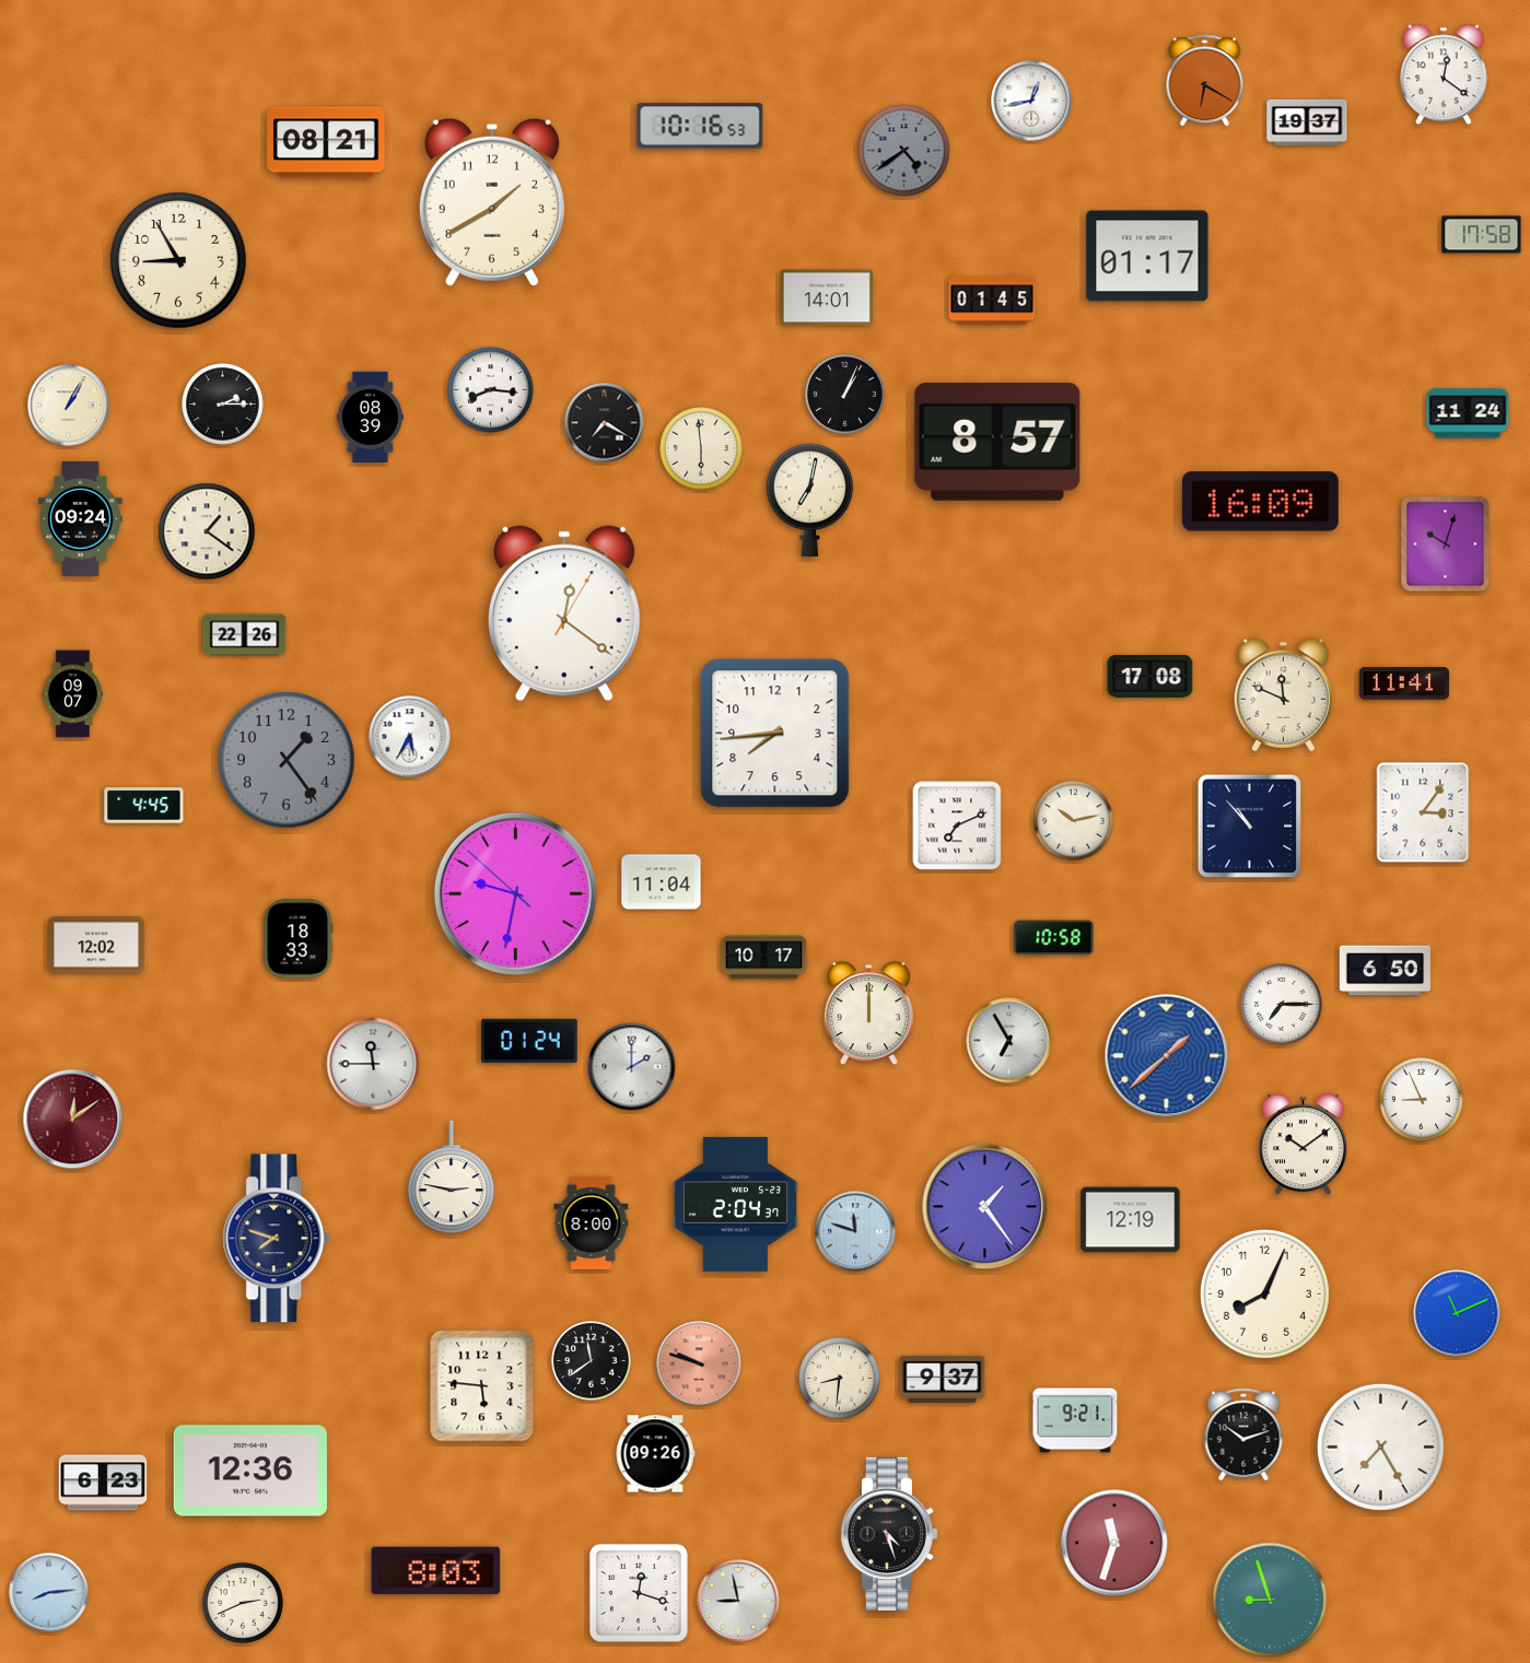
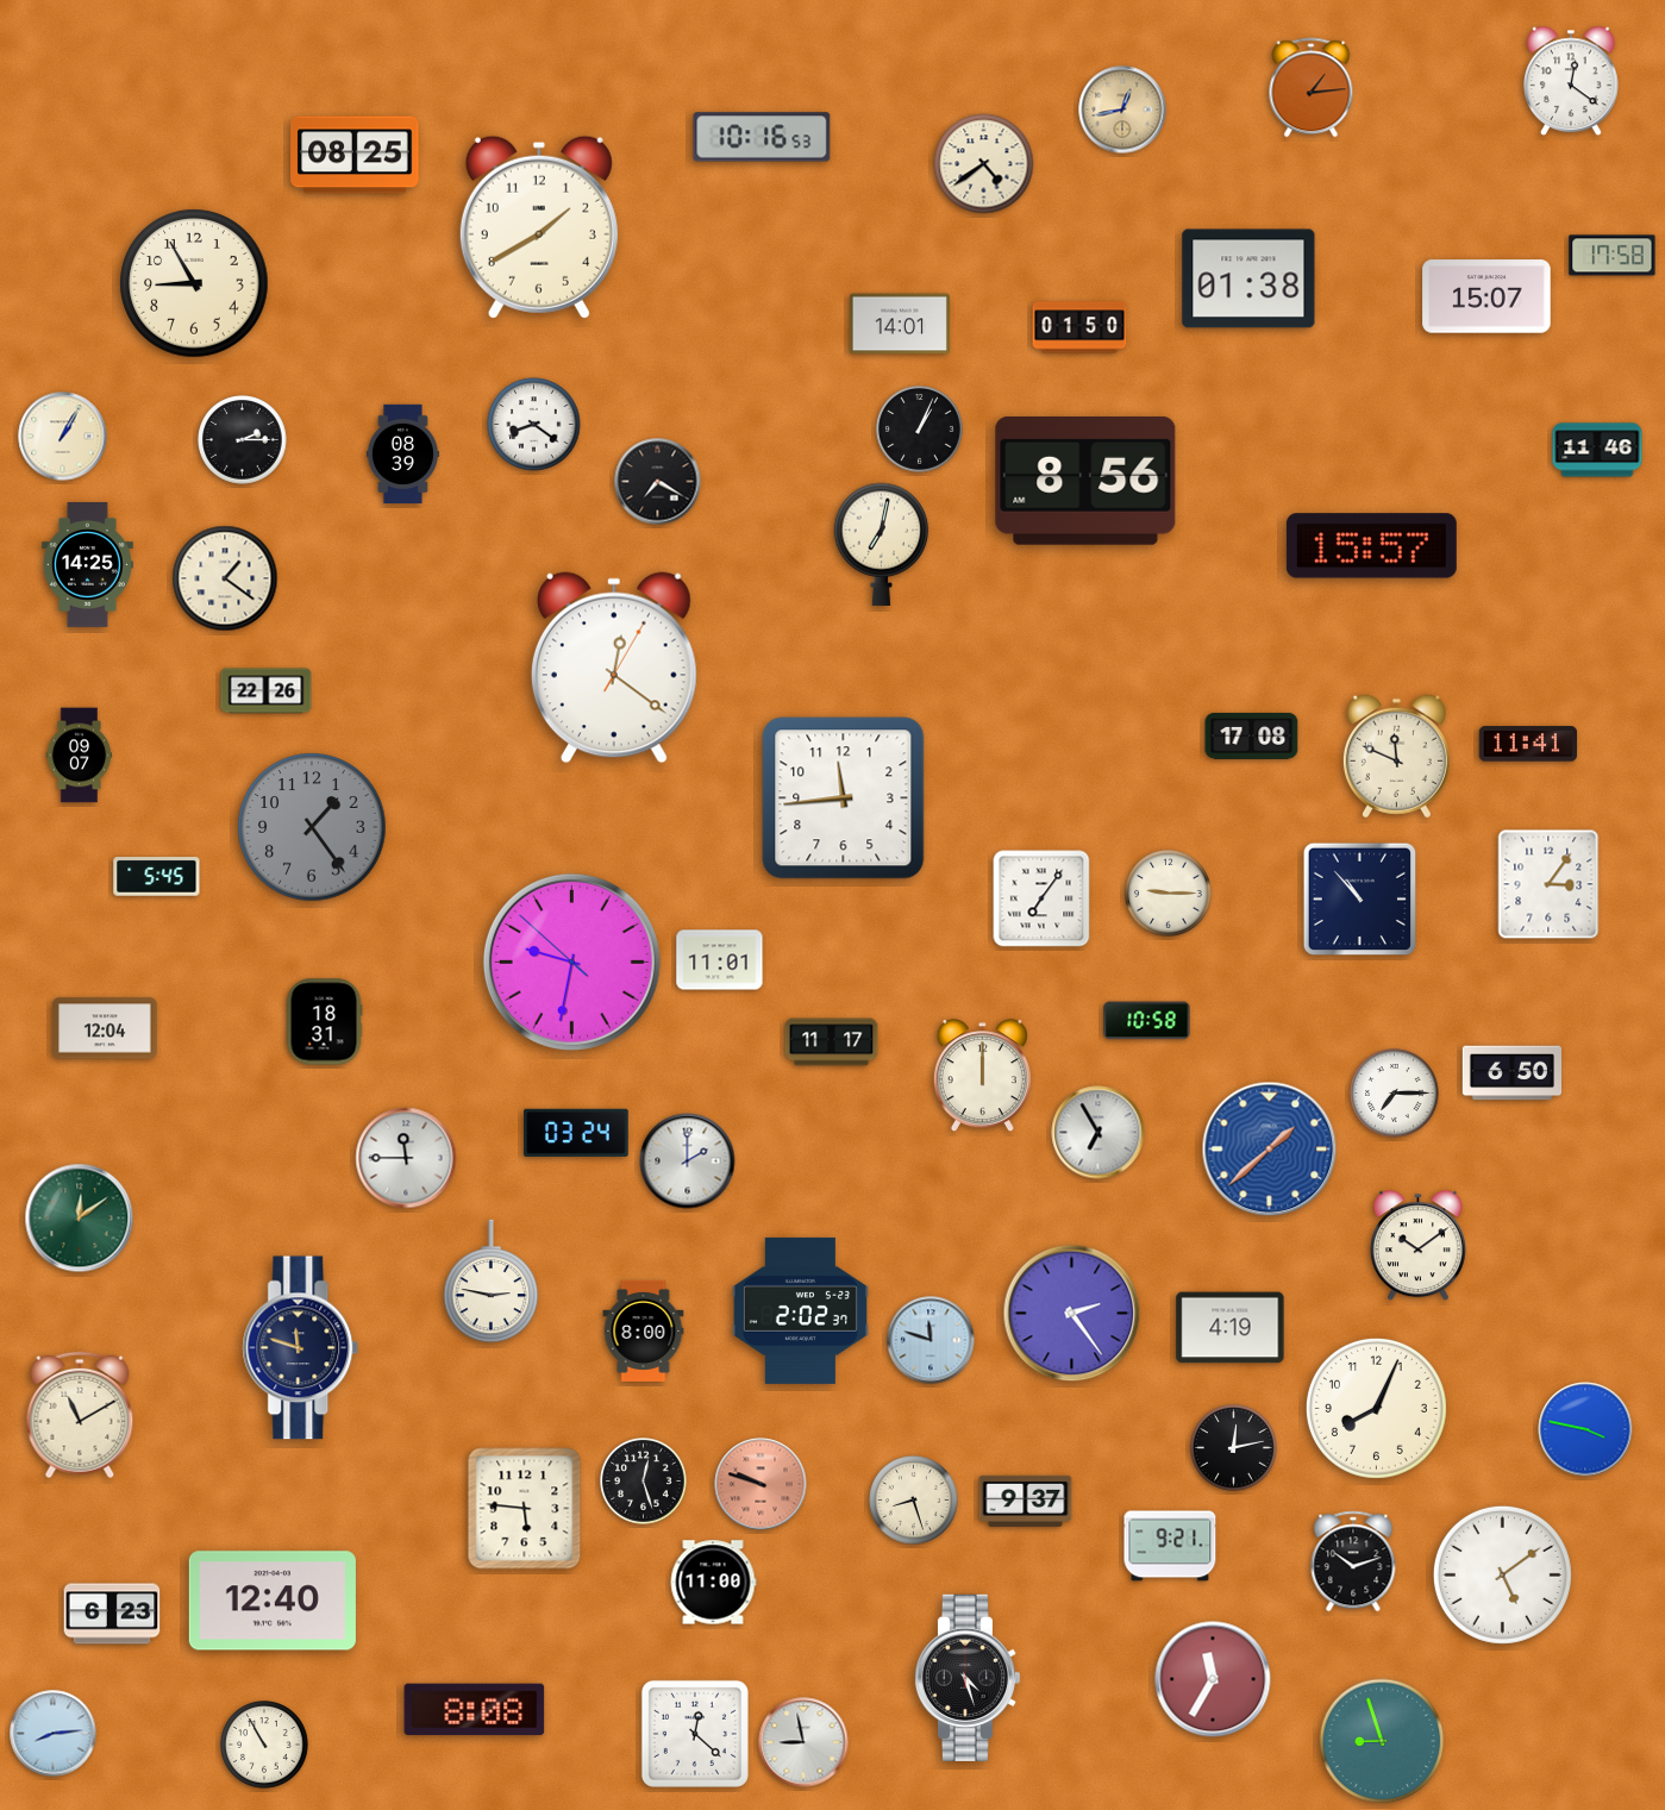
clock at (1205, 81): 6:20 -> 1:14
clock at (1031, 101) dial: white -> champagne
clock at (1307, 122): 19:37 -> none
clock at (326, 142): 08:21 -> 08:25
clock at (904, 151) dial: grey -> cream
clock at (492, 202) position: (492, 202) -> (539, 227)
clock at (1147, 256): 01:17 -> 01:38
clock at (1486, 296): none -> 15:07
clock at (992, 301): 01:45 -> 01:50
clock at (491, 390): 8:16 -> 8:21
clock at (69, 406) position: (69, 406) -> (63, 437)
clock at (1468, 413): 11:24 -> 11:46
clock at (605, 423) position: (605, 423) -> (658, 482)
clock at (997, 442): 8:57 -> 8:56
clock at (701, 448): 5:59 -> none
clock at (1260, 502): 16:09 -> 15:57
clock at (80, 518): 09:24 -> 14:25
clock at (1446, 544): 10:03 -> none
clock at (775, 734): 7:44 -> 11:44
clock at (410, 737): 5:35 -> none
clock at (144, 806): 4:45 -> 5:45
clock at (1074, 821): 10:13 -> 9:15
clock at (957, 825): 7:11 -> 7:06
clock at (662, 882): 11:04 -> 11:01
clock at (515, 893) position: (515, 893) -> (571, 962)
clock at (297, 939): 18:33 -> 18:31
clock at (96, 945): 12:02 -> 12:04
clock at (764, 958): 10:17 -> 11:17
clock at (1385, 971) position: (1385, 971) -> (1511, 1073)
clock at (868, 1014) position: (868, 1014) -> (982, 1076)
clock at (529, 1041): 01:24 -> 03:24
clock at (1422, 1100): 8:56 -> none
clock at (73, 1120) dial: burgundy -> green
clock at (735, 1204): 2:04 -> 2:02
clock at (985, 1207): 1:24 -> 2:24
clock at (1131, 1220): 12:19 -> 4:19
clock at (277, 1239): 7:48 -> 11:48
clock at (80, 1415): none -> 11:10
clock at (1457, 1313): 11:11 -> 3:47
clock at (1234, 1448): none -> 12:13
clock at (592, 1361): 11:39 -> 12:27
clock at (840, 1379): 8:31 -> 8:27
clock at (1380, 1447): 7:25 -> 5:09
clock at (655, 1454): 09:26 -> 11:00
clock at (250, 1471): 12:36 -> 12:40
clock at (888, 1534) position: (888, 1534) -> (966, 1678)
clock at (1114, 1543): 11:33 -> 11:35
clock at (436, 1571): 8:03 -> 8:08
clock at (639, 1593): 12:18 -> 12:22
clock at (243, 1603): 2:41 -> 10:55
